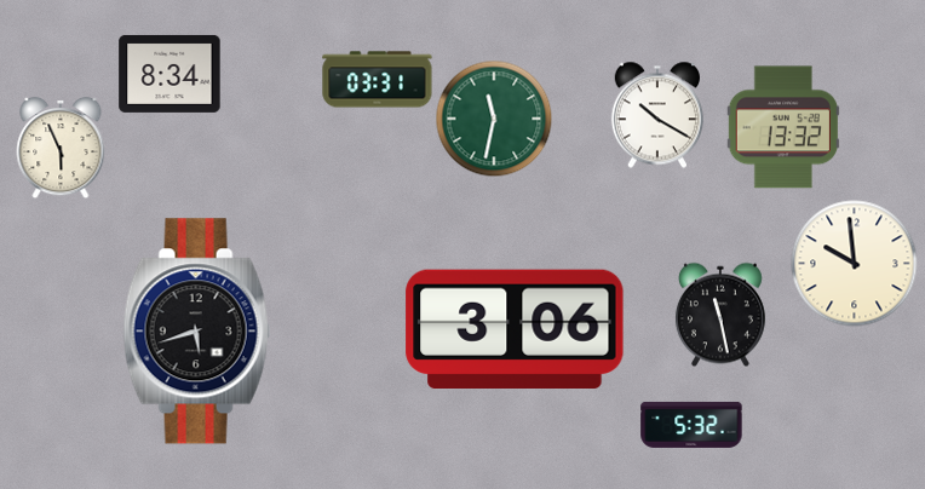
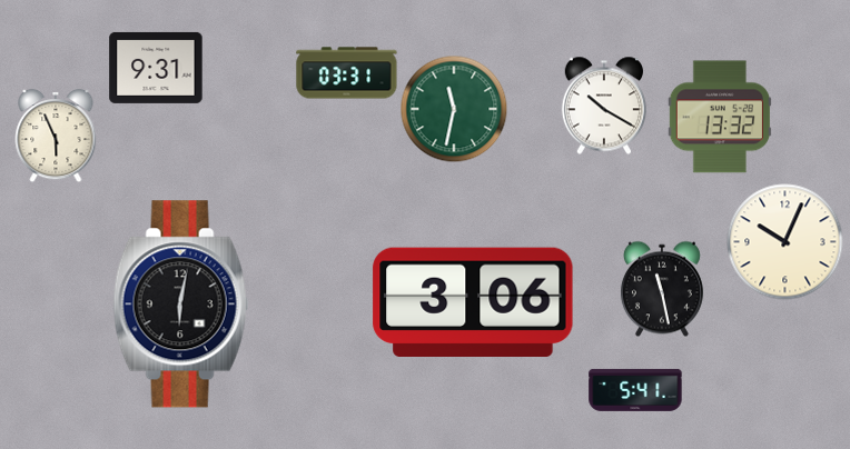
clock at (170, 74): 8:34 -> 9:31
clock at (855, 264): 9:59 -> 10:04
clock at (197, 332): 5:42 -> 6:02
clock at (691, 425): 5:32 -> 5:41
